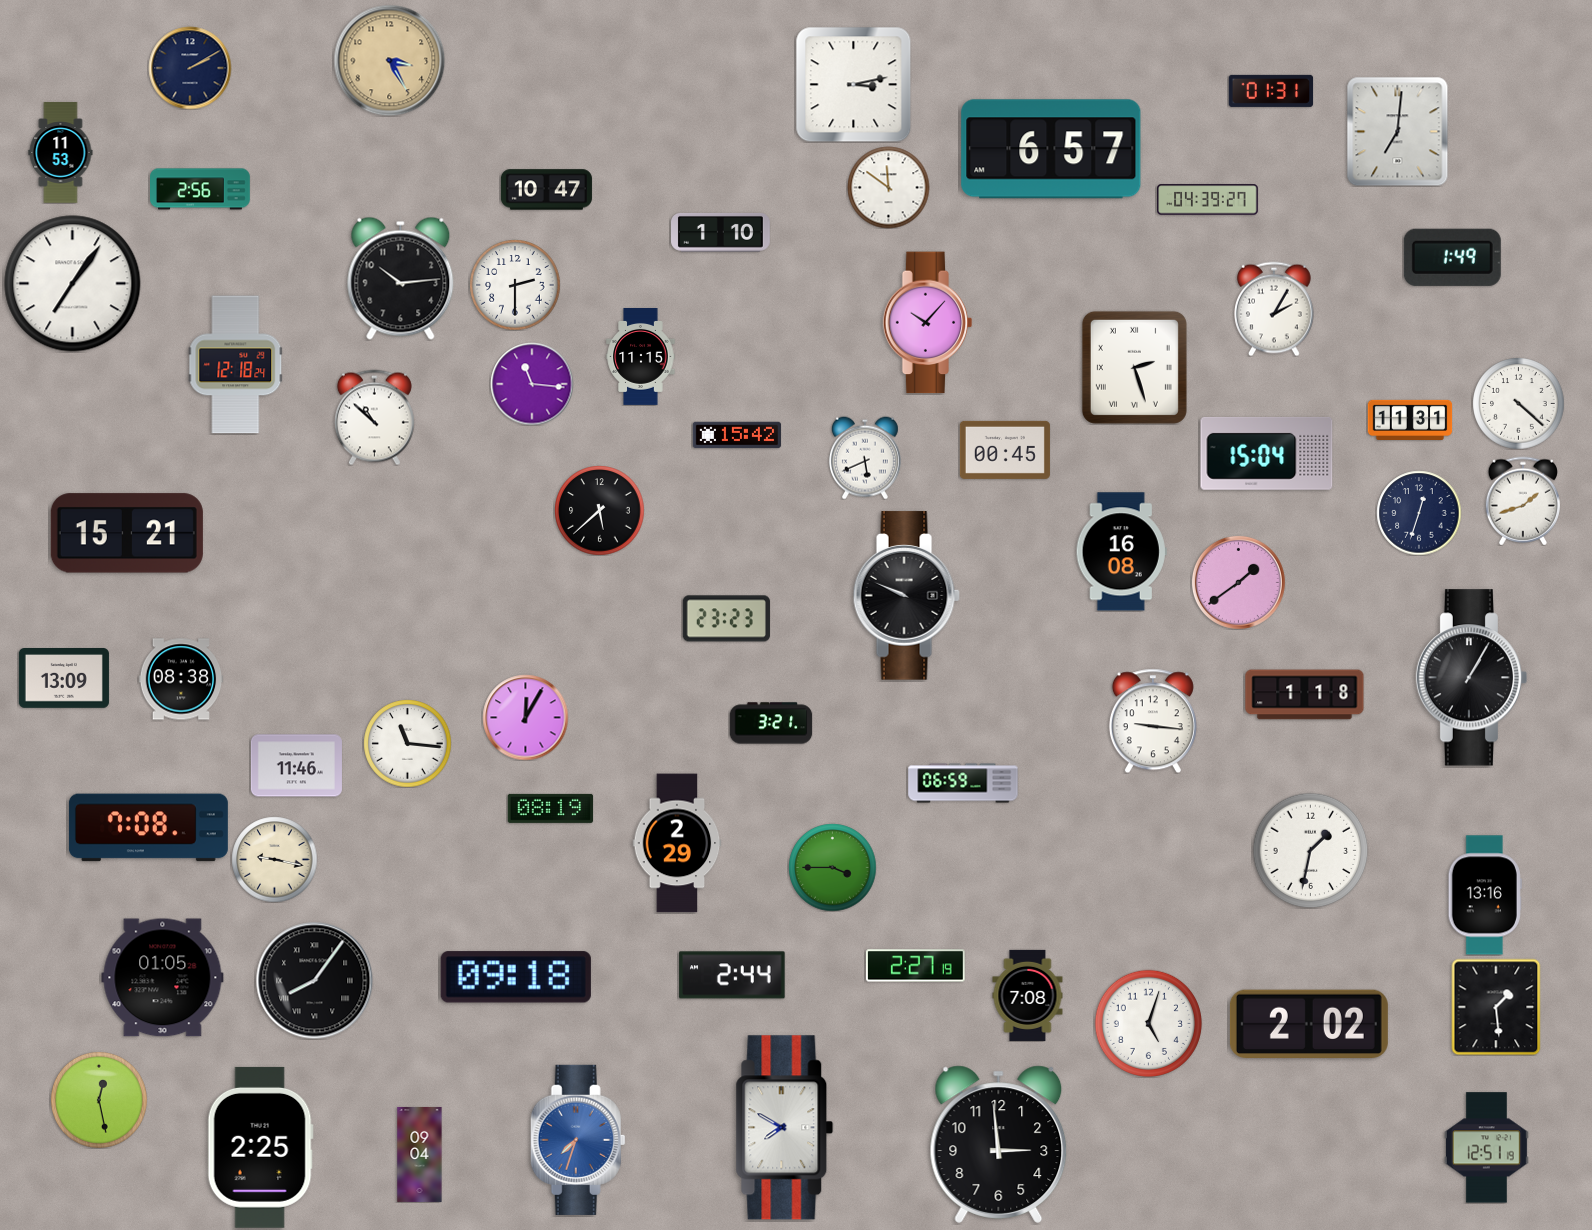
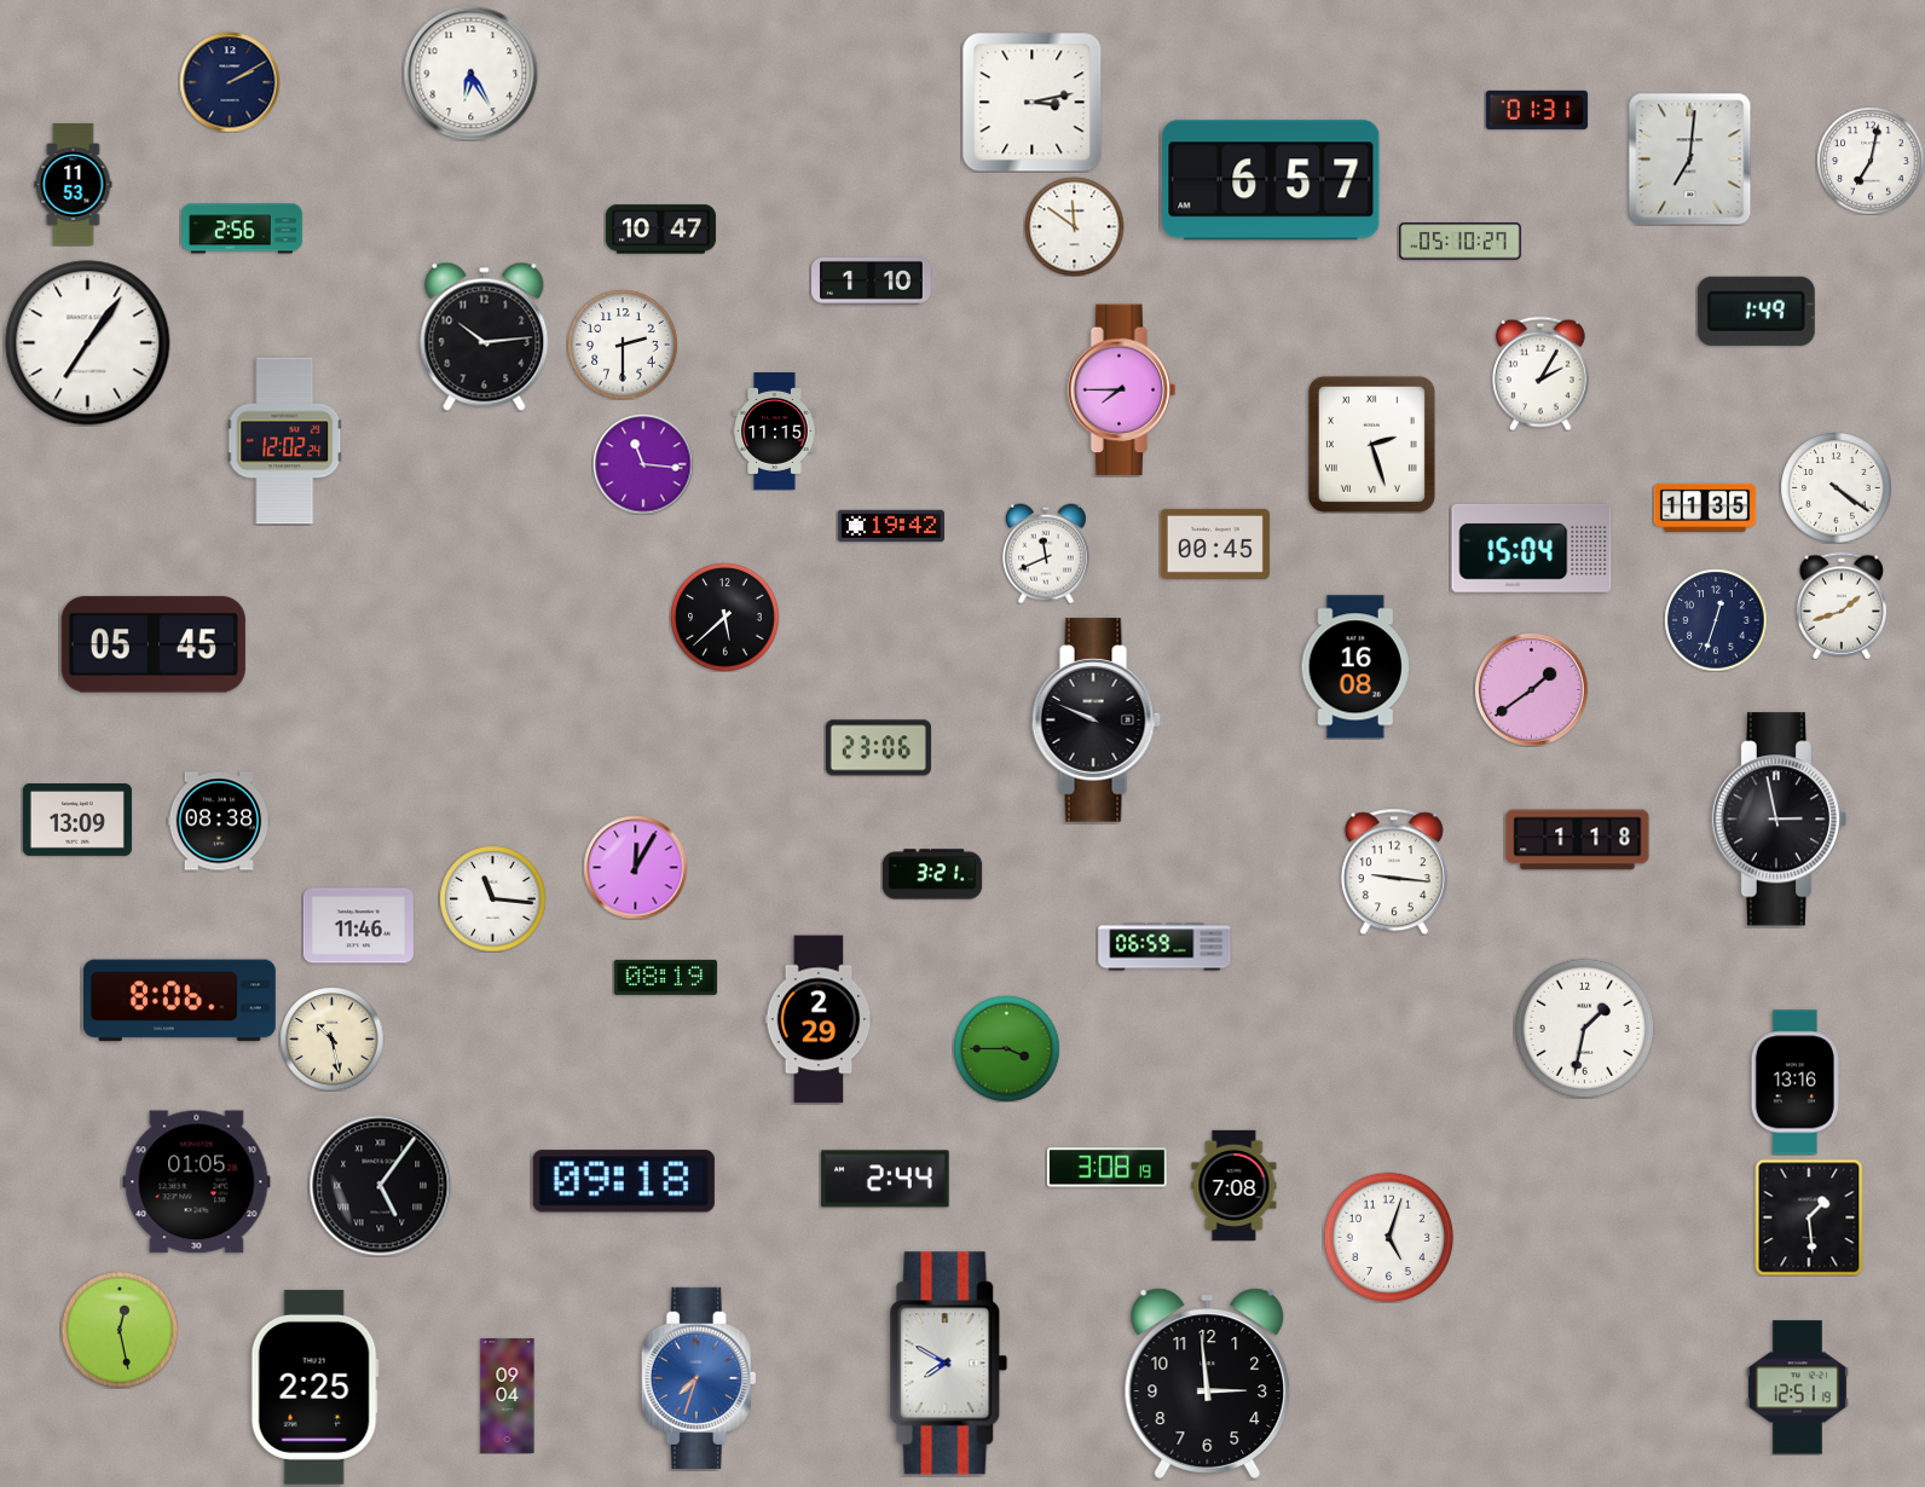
clock at (389, 60): 3:25 -> 6:25
clock at (389, 60) dial: champagne -> white
clock at (1871, 161): none -> 7:02
clock at (1208, 200): 04:39 -> 05:10
clock at (928, 323): 10:07 -> 7:45
clock at (236, 365): 12:18 -> 12:02
clock at (1518, 403): 4:22 -> 4:21
clock at (374, 417): 10:52 -> none
clock at (1410, 419): 11:31 -> 11:35
clock at (736, 435): 15:42 -> 19:42
clock at (865, 458): 5:41 -> 11:41
clock at (127, 533): 15:21 -> 05:45
clock at (1238, 582) position: (1238, 582) -> (1531, 689)
clock at (726, 619): 23:23 -> 23:06
clock at (1472, 678): 1:05 -> 2:58
clock at (148, 828): 7:08 -> 8:06
clock at (274, 859): 9:17 -> 10:28
clock at (915, 966): 2:27 -> 3:08
clock at (314, 980): 8:06 -> 5:06
clock at (1028, 995) position: (1028, 995) -> (1235, 1185)
clock at (1309, 1024): 2:02 -> none
